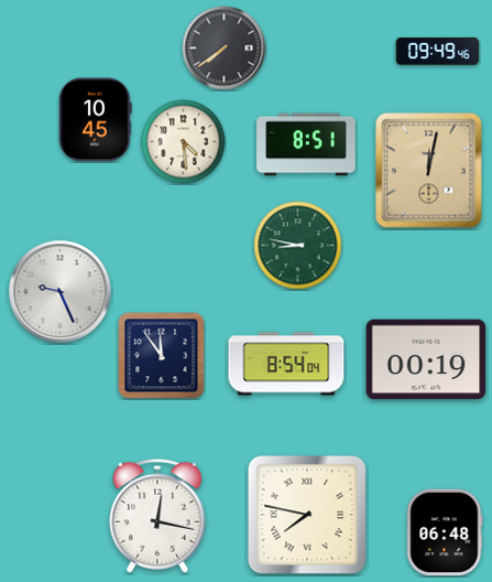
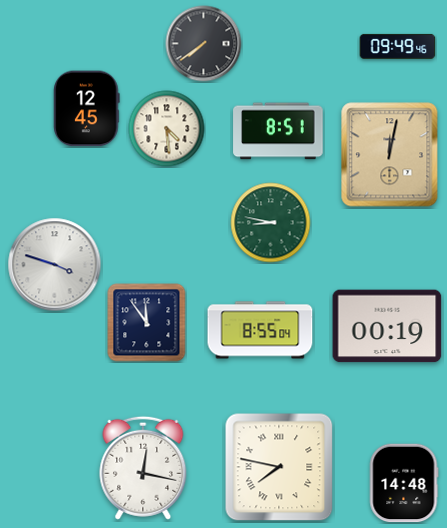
clock at (96, 120): 10:45 -> 12:45
clock at (61, 292): 9:26 -> 3:48
clock at (286, 364): 8:54 -> 8:55
clock at (445, 532): 06:48 -> 14:48
